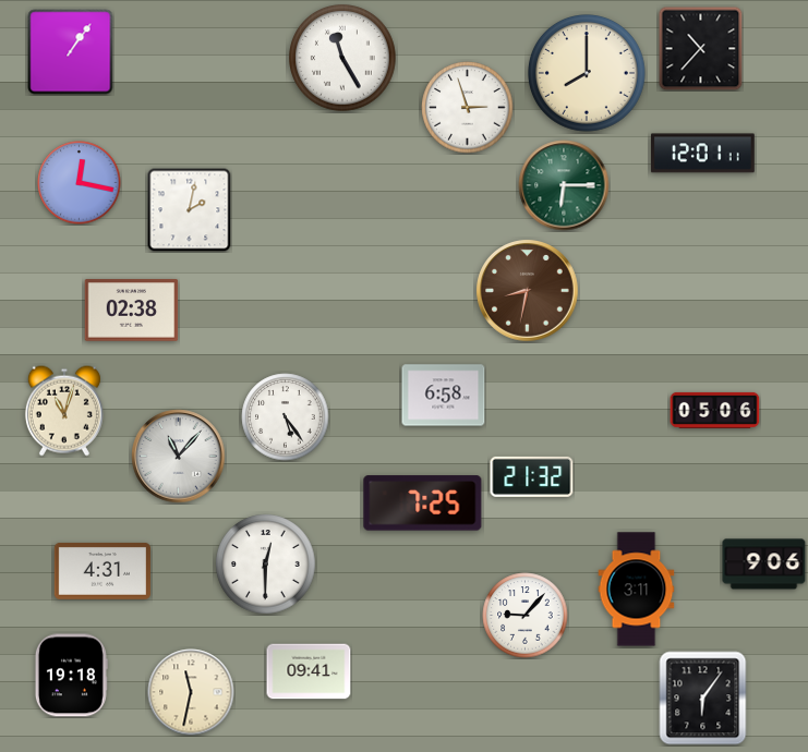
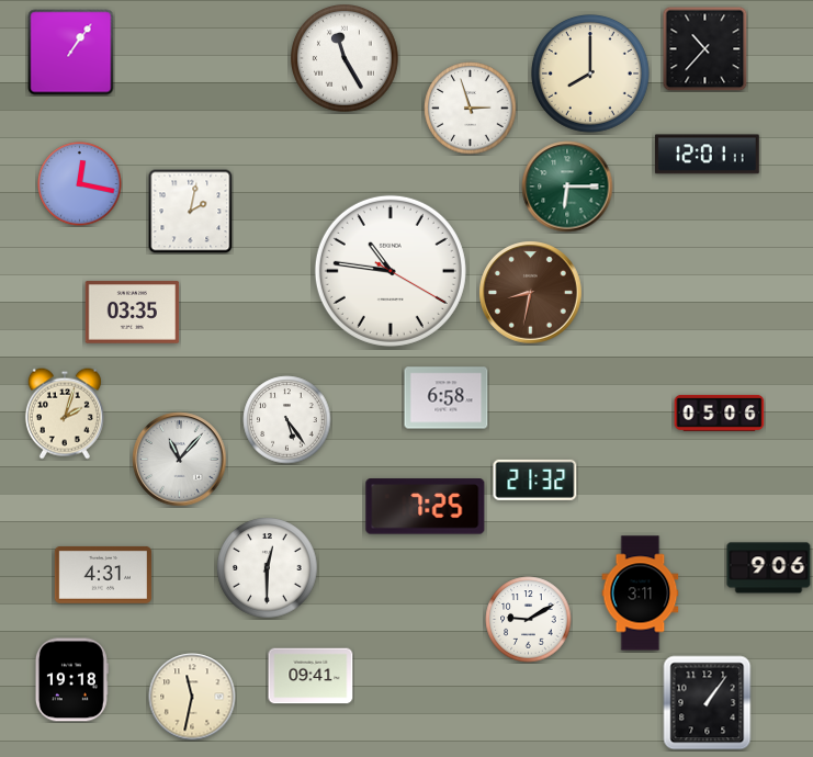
clock at (391, 271): none -> 10:46
clock at (132, 311): 02:38 -> 03:35
clock at (64, 411): 11:03 -> 2:03
clock at (526, 616): 9:07 -> 9:10
clock at (703, 699): 6:06 -> 1:06
